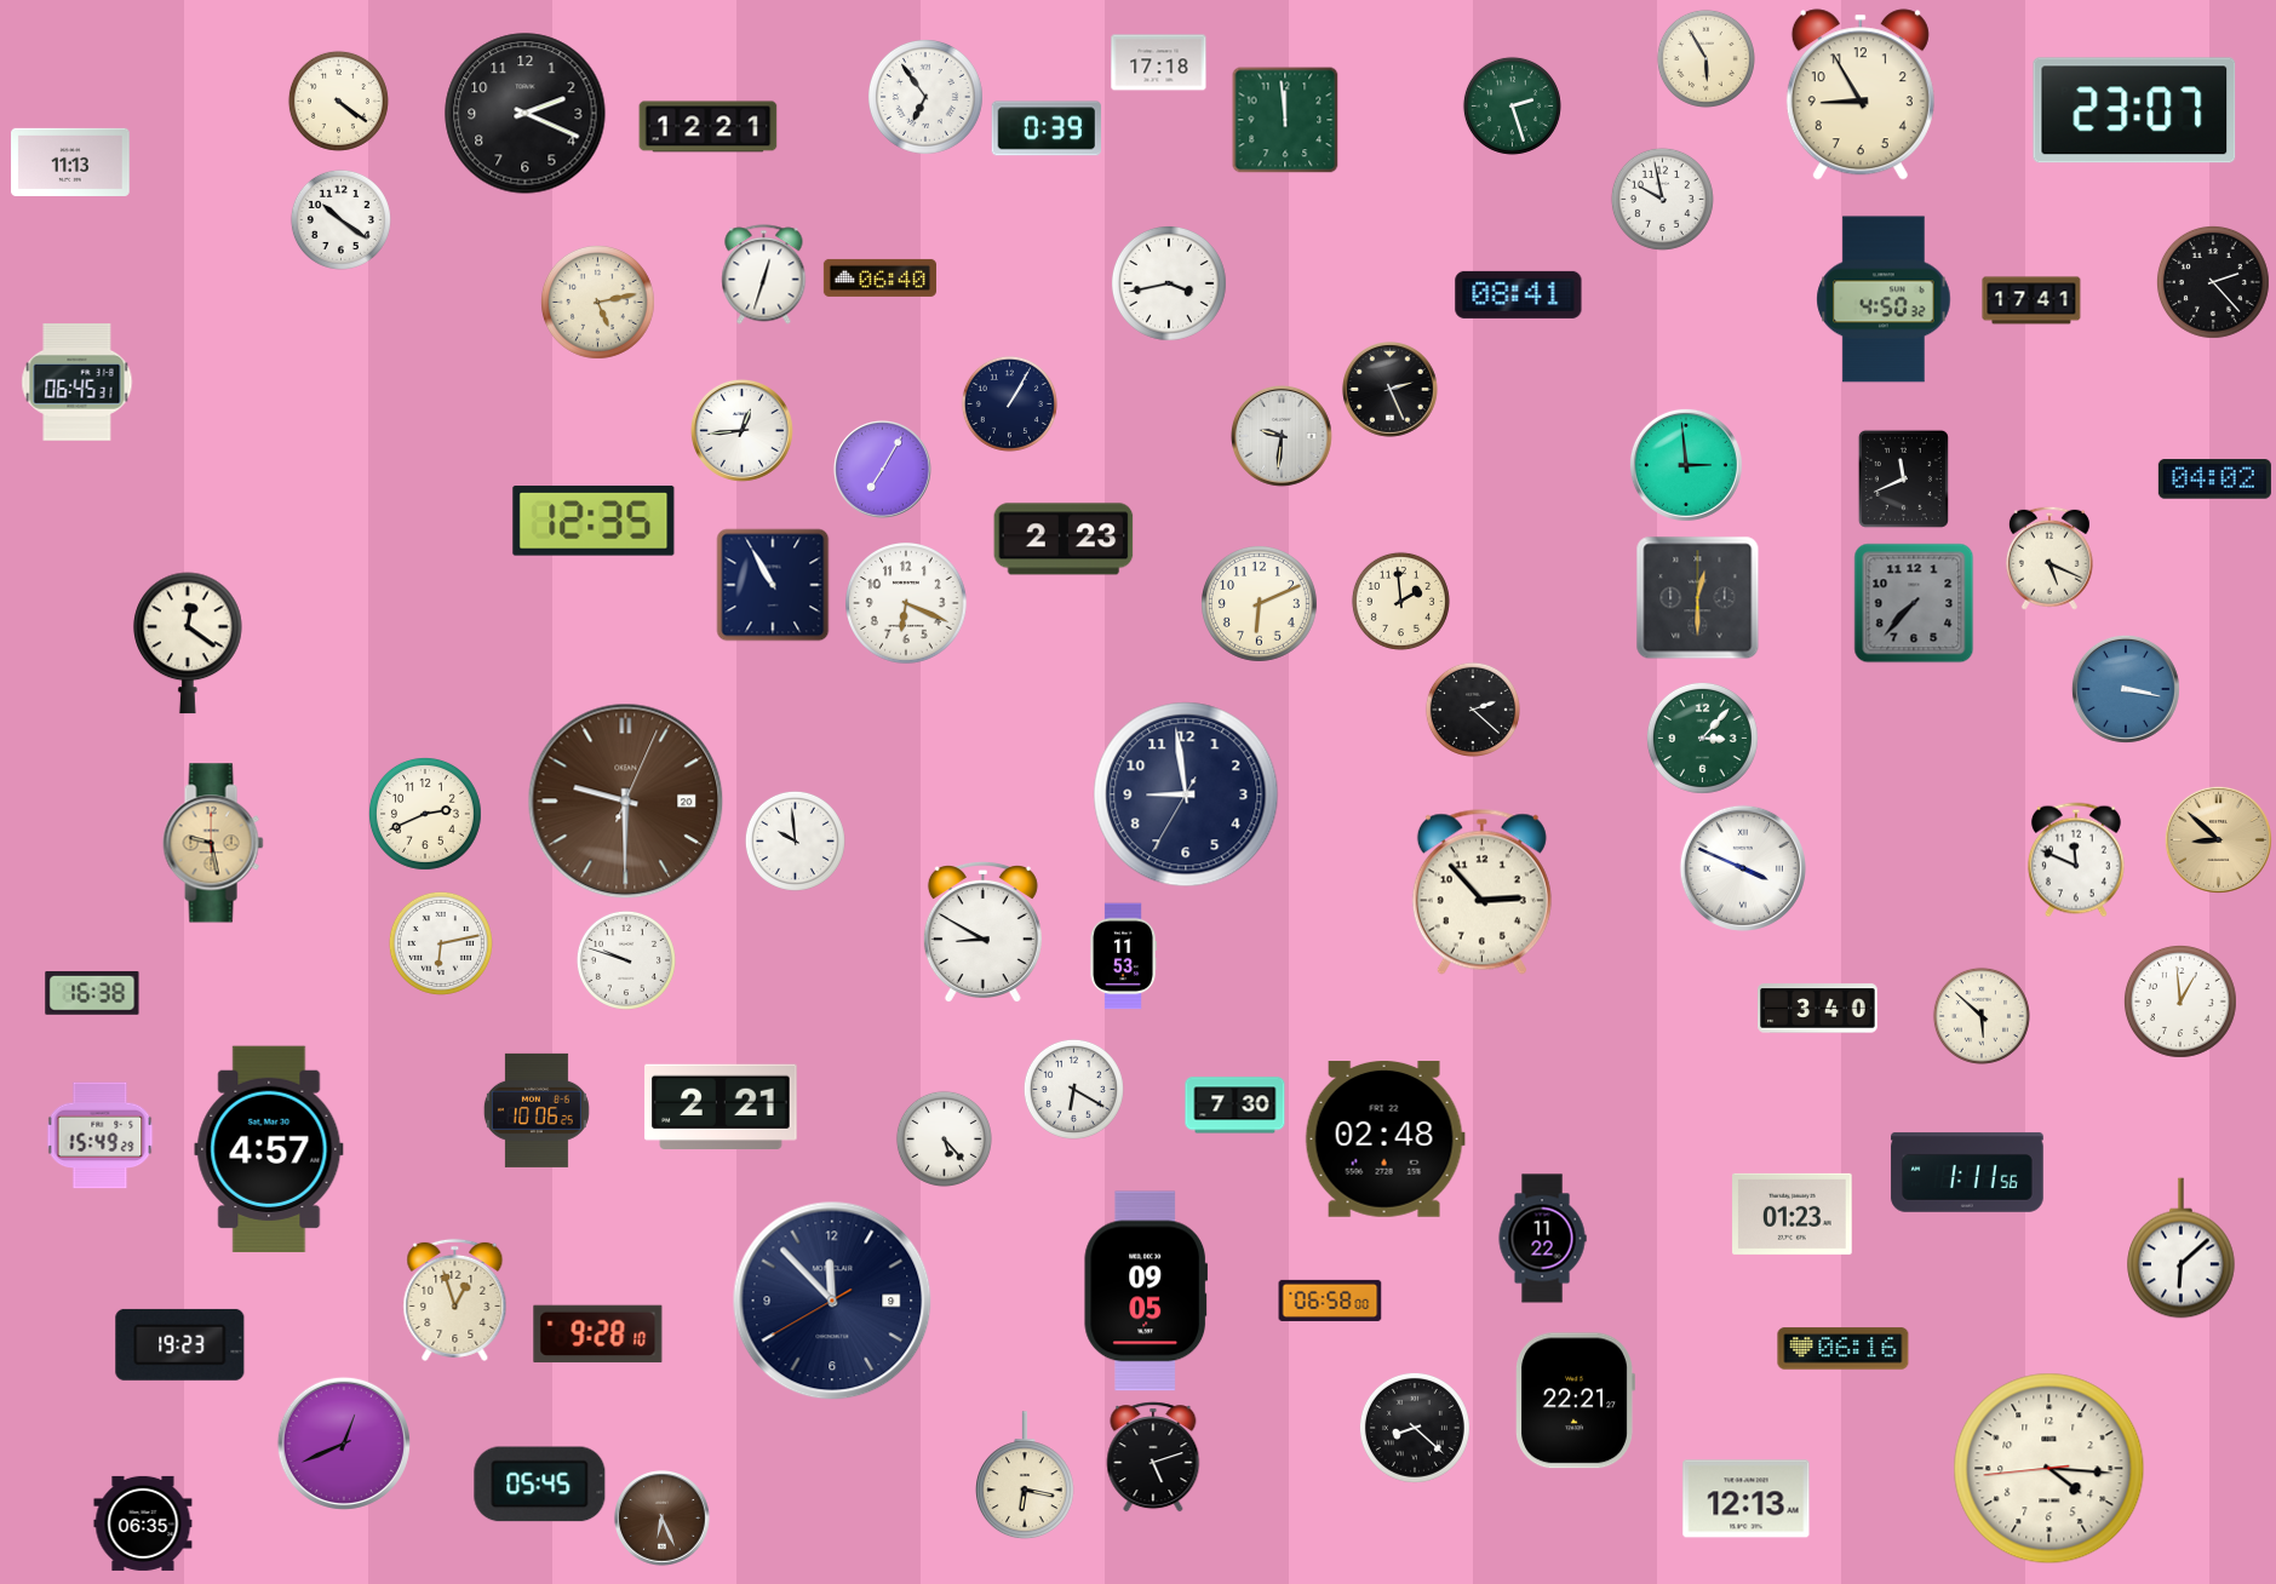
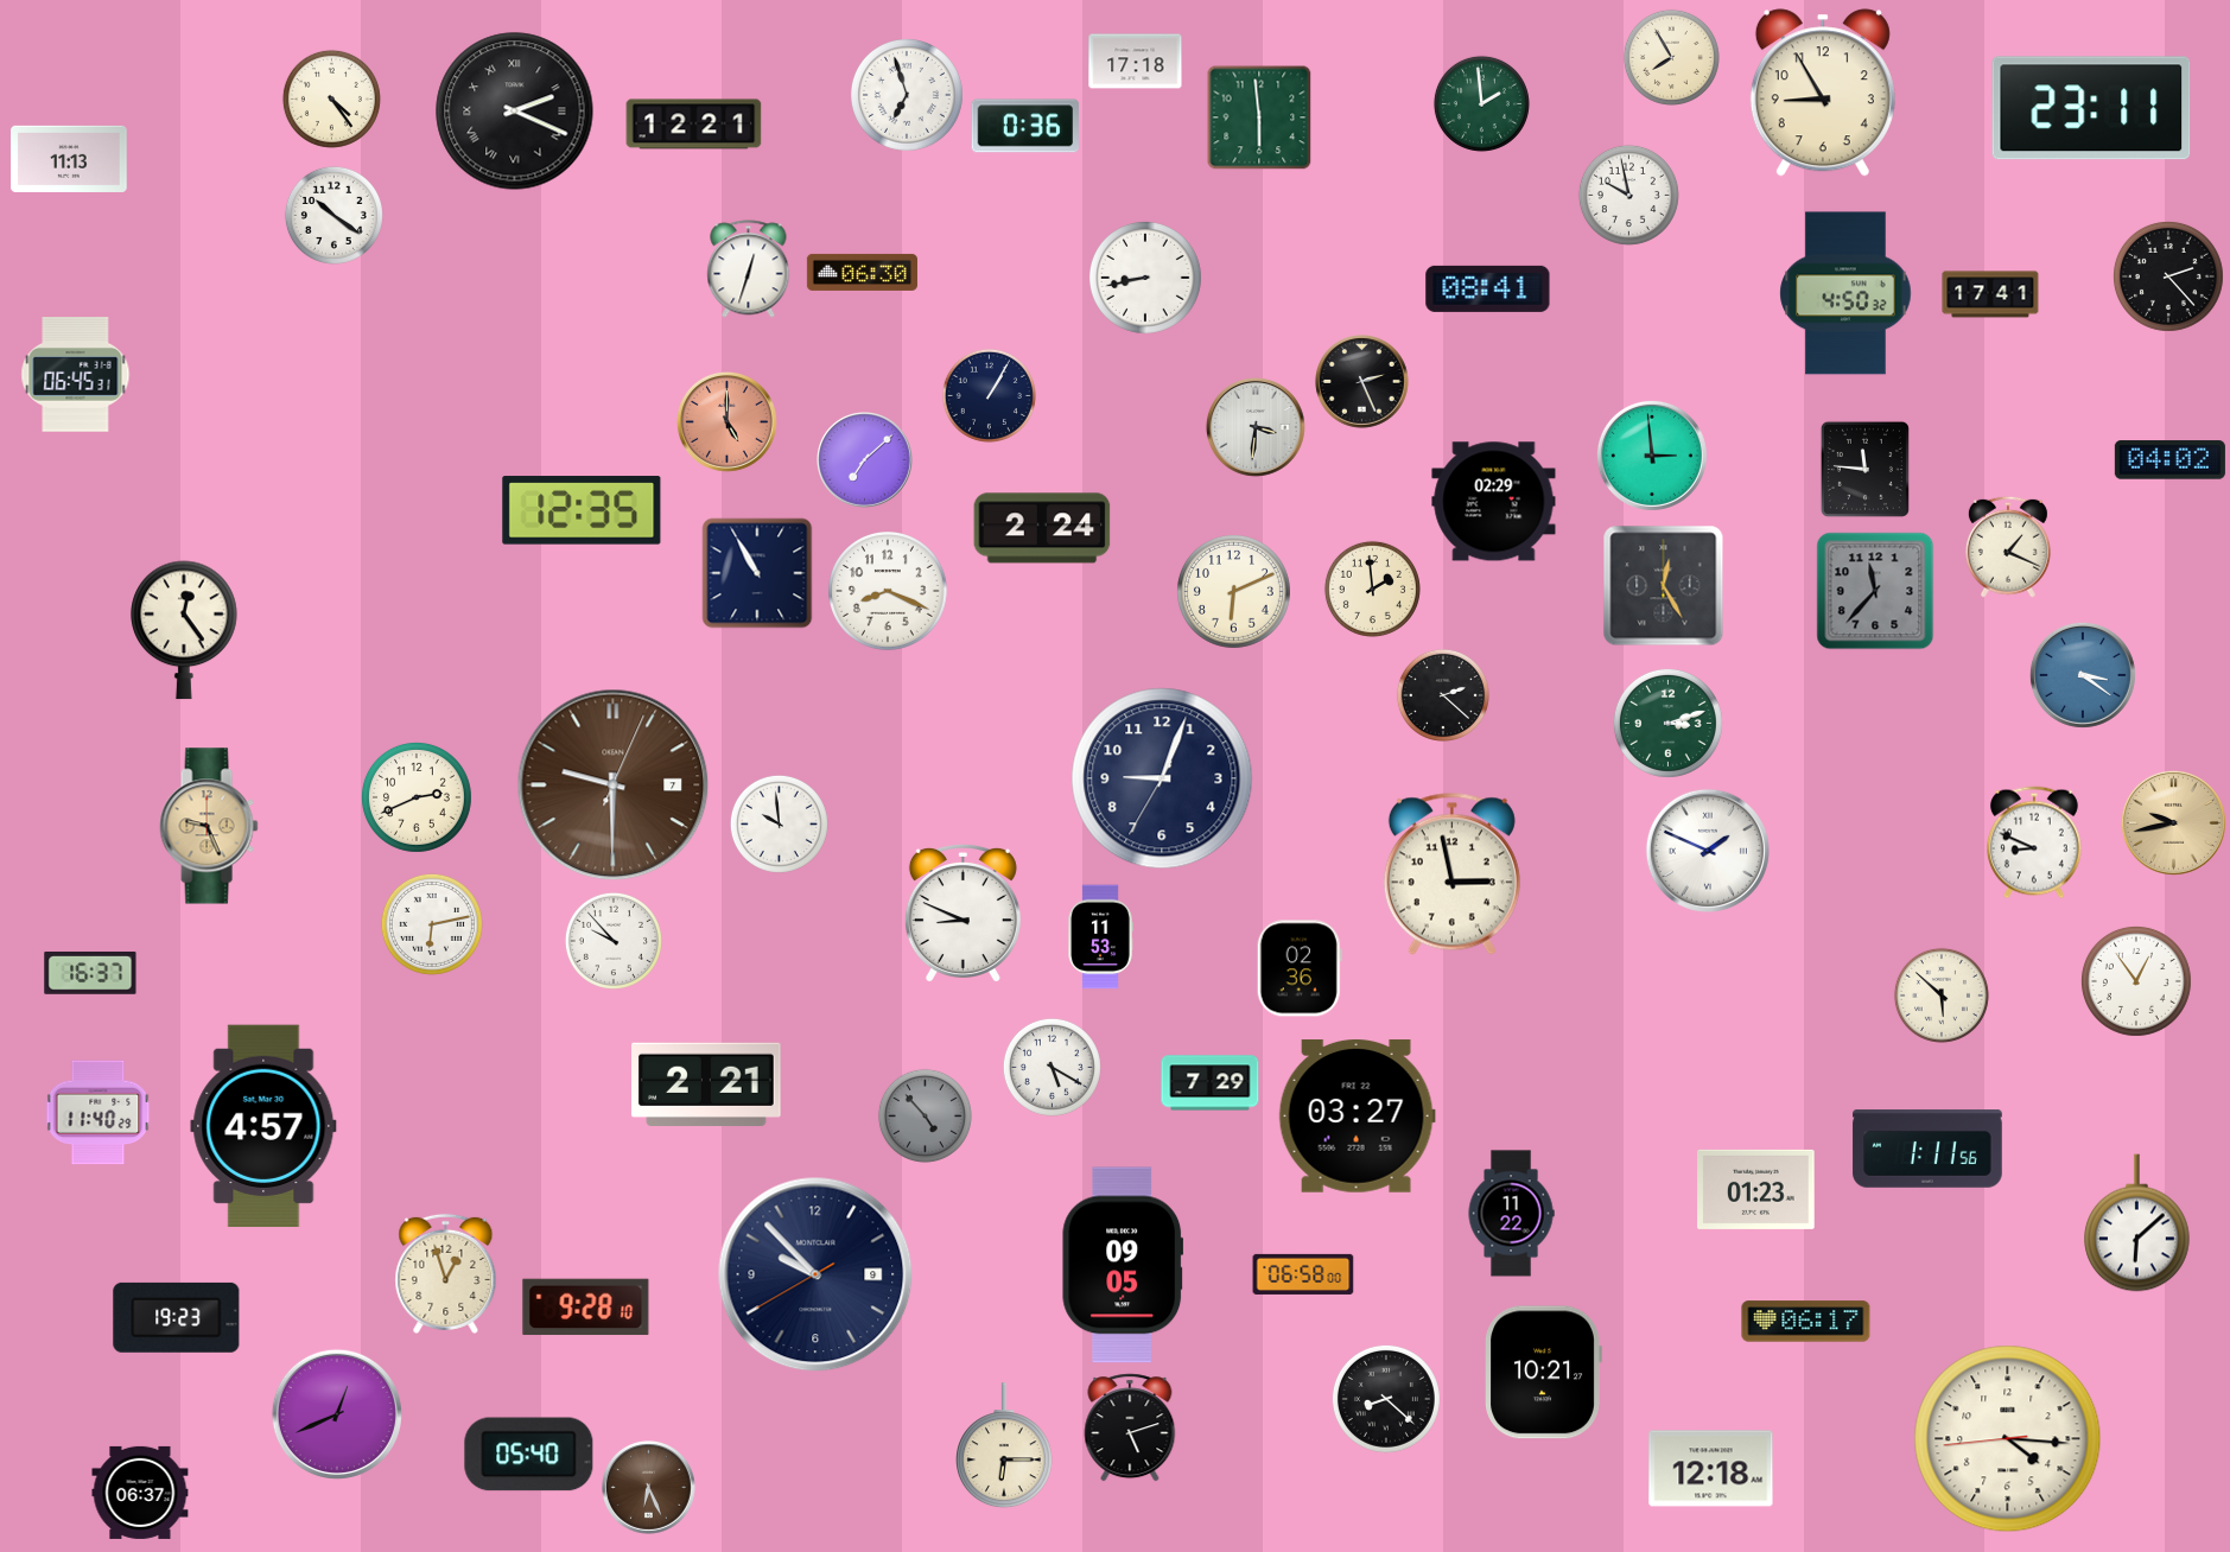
clock at (1705, 58): 5:55 -> 7:55
clock at (925, 97): 6:54 -> 6:57
clock at (338, 101): 4:21 -> 4:24
clock at (1512, 105): 2:27 -> 1:59
clock at (2134, 110): 23:07 -> 23:11
clock at (526, 114) numerals: Arabic -> Roman
clock at (1285, 120): 11:59 -> 5:59
clock at (1045, 128): 0:39 -> 0:36
clock at (879, 277): 06:40 -> 06:30
clock at (1169, 283): 3:43 -> 8:43
clock at (597, 302): 5:13 -> none
clock at (741, 430): 12:44 -> 5:00
clock at (741, 430) dial: white -> salmon
clock at (1282, 436): 9:31 -> 3:31
clock at (883, 470): 7:05 -> 7:08
clock at (1903, 478): 11:41 -> 11:46
clock at (2214, 480) position: (2214, 480) -> (2169, 460)
clock at (1494, 502): none -> 02:29
clock at (1064, 539): 2:23 -> 2:24
clock at (2049, 558): 5:19 -> 1:19
clock at (1698, 598): 12:30 -> 12:25
clock at (1914, 603): 7:37 -> 11:37
clock at (907, 604): 6:19 -> 8:19
clock at (188, 643): 12:21 -> 12:24
clock at (2126, 689): 3:17 -> 3:21
clock at (1702, 738): 3:07 -> 3:12
clock at (1186, 794): 8:58 -> 9:03
clock at (626, 802) date: 20 -> 7
clock at (2218, 839): 8:52 -> 9:43
clock at (213, 843): 9:28 -> 9:26
clock at (2076, 860): 11:49 -> 8:49
clock at (1743, 868): 3:49 -> 1:49
clock at (1481, 891): 2:53 -> 2:58
clock at (982, 931): 8:50 -> 8:49
clock at (626, 960): 9:48 -> 9:53
clock at (1300, 968): none -> 02:36
clock at (92, 993): 16:38 -> 16:37
clock at (2180, 1002): 12:59 -> 12:54
clock at (1818, 1009): 3:40 -> none
clock at (1073, 1089): 6:20 -> 5:20
clock at (1236, 1106): 7:30 -> 7:29
clock at (537, 1110): 10:06 -> none
clock at (101, 1136): 15:49 -> 11:40
clock at (944, 1138): 5:23 -> 4:53
clock at (944, 1138) dial: white -> grey
clock at (1384, 1140): 02:48 -> 03:27
clock at (832, 1301): 11:52 -> 9:52
clock at (1844, 1349): 06:16 -> 06:17
clock at (1575, 1401): 22:21 -> 10:21
clock at (1026, 1476): 6:17 -> 6:15
clock at (540, 1485): 05:45 -> 05:40
clock at (1747, 1499): 12:13 -> 12:18
clock at (143, 1523): 06:35 -> 06:37
